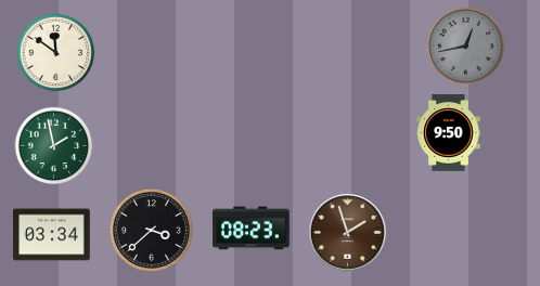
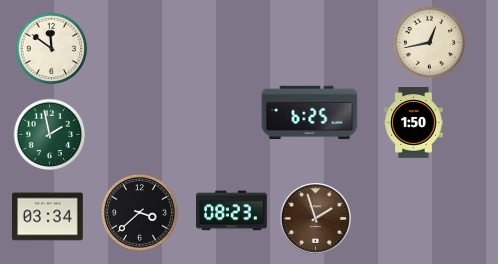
clock at (466, 47) dial: grey -> cream
clock at (310, 113): none -> 6:25
clock at (449, 133): 9:50 -> 1:50
clock at (348, 233) position: (348, 233) -> (316, 219)
